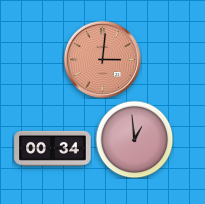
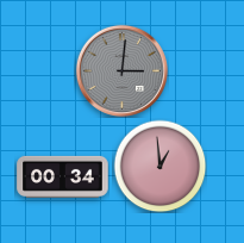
clock at (102, 59) dial: salmon -> grey
